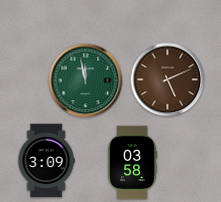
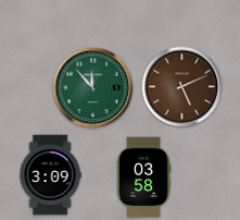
clock at (86, 81): 11:58 -> 11:53
